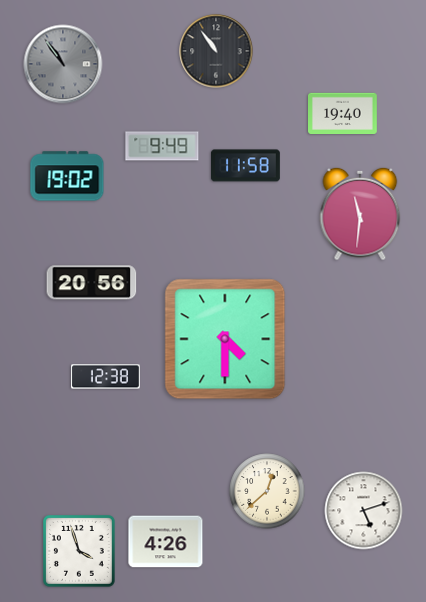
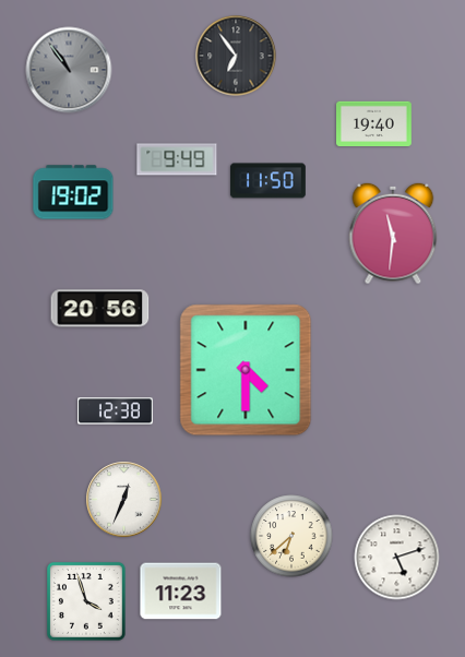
clock at (216, 51): 10:54 -> 6:54
clock at (245, 166): 11:58 -> 11:50
clock at (124, 500): none -> 12:34
clock at (267, 491): 12:38 -> 6:38
clock at (166, 542): 4:26 -> 11:23
